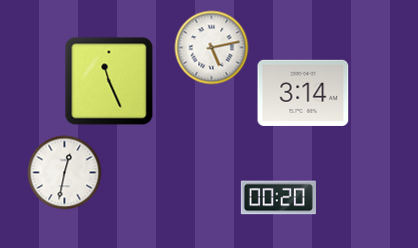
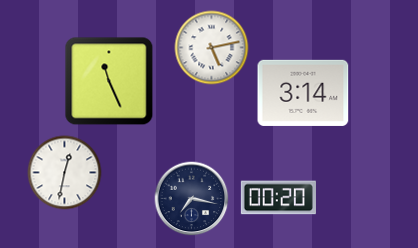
clock at (192, 199): none -> 7:17
